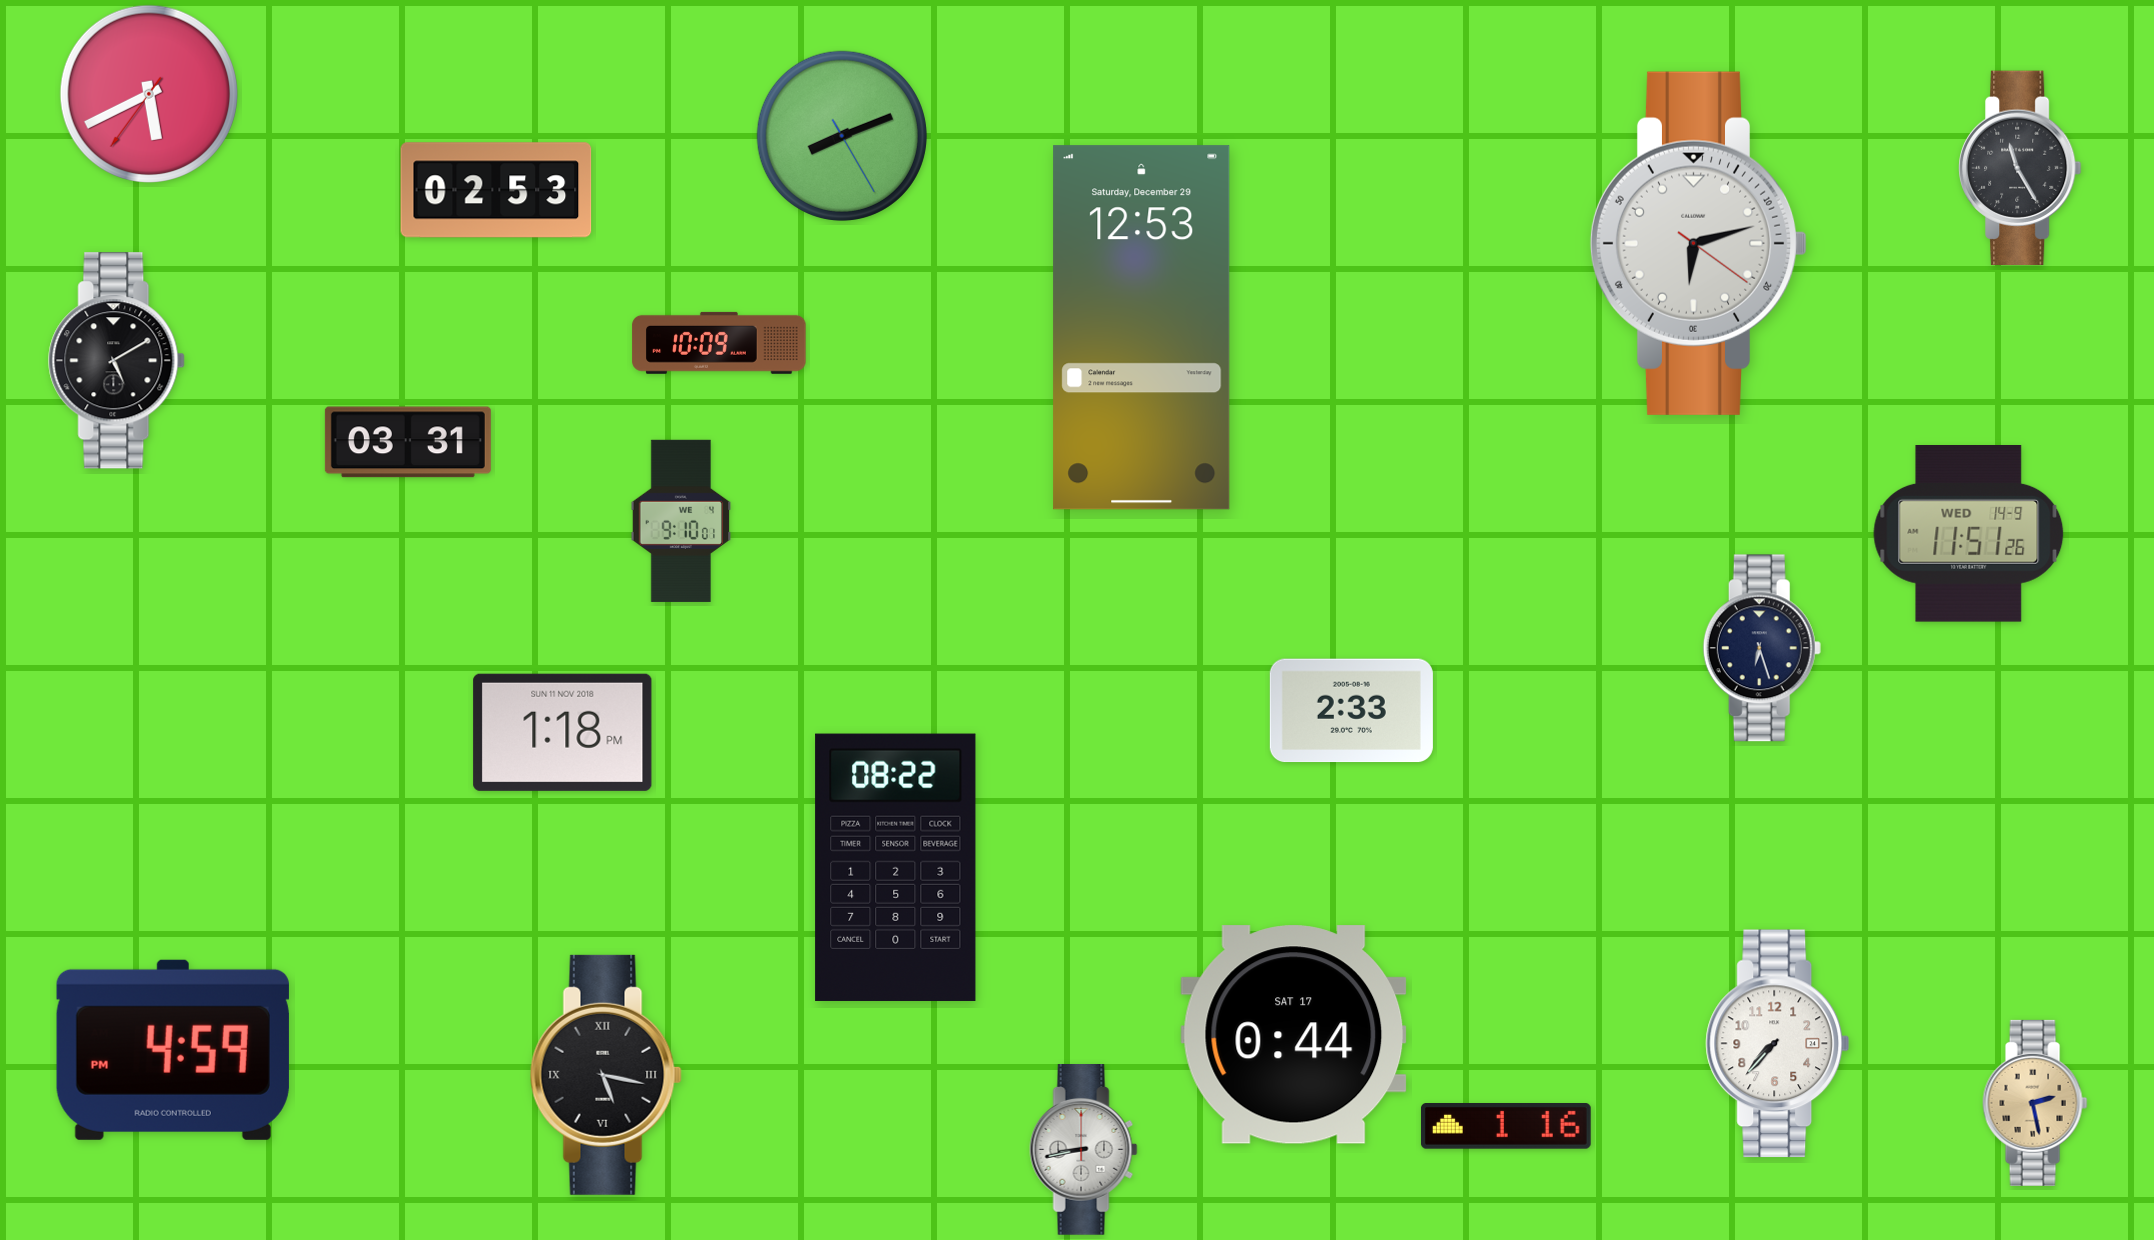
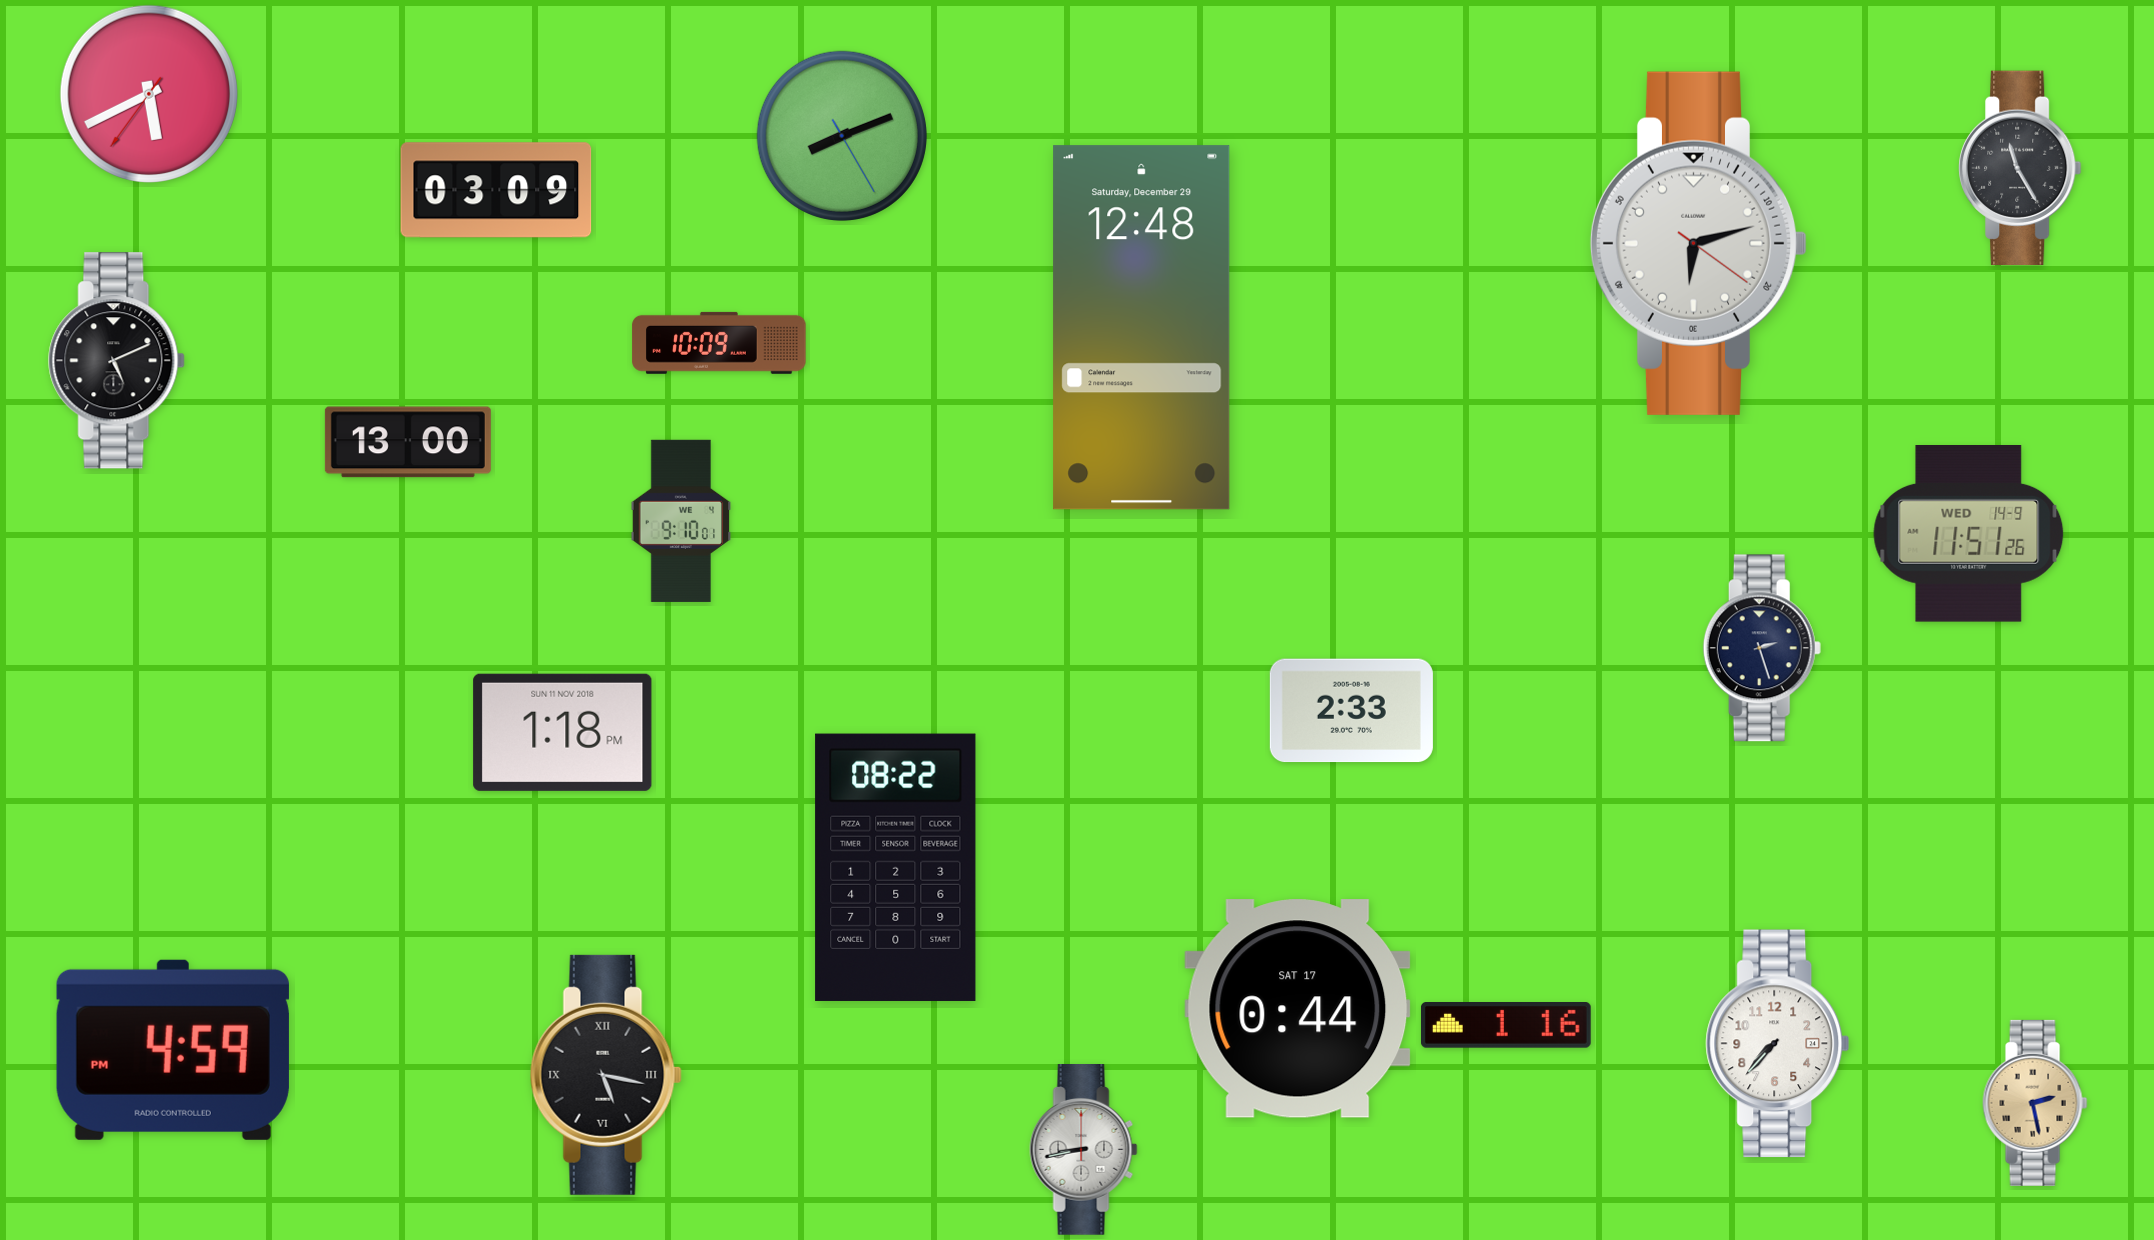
clock at (496, 190): 02:53 -> 03:09
clock at (1142, 328): 12:53 -> 12:48
clock at (117, 361): 5:10 -> 5:11
clock at (408, 442): 03:31 -> 13:00
clock at (1762, 648): 6:27 -> 2:27
clock at (1294, 1035) position: (1294, 1035) -> (1298, 1009)
clock at (1506, 1127) position: (1506, 1127) -> (1506, 1026)
